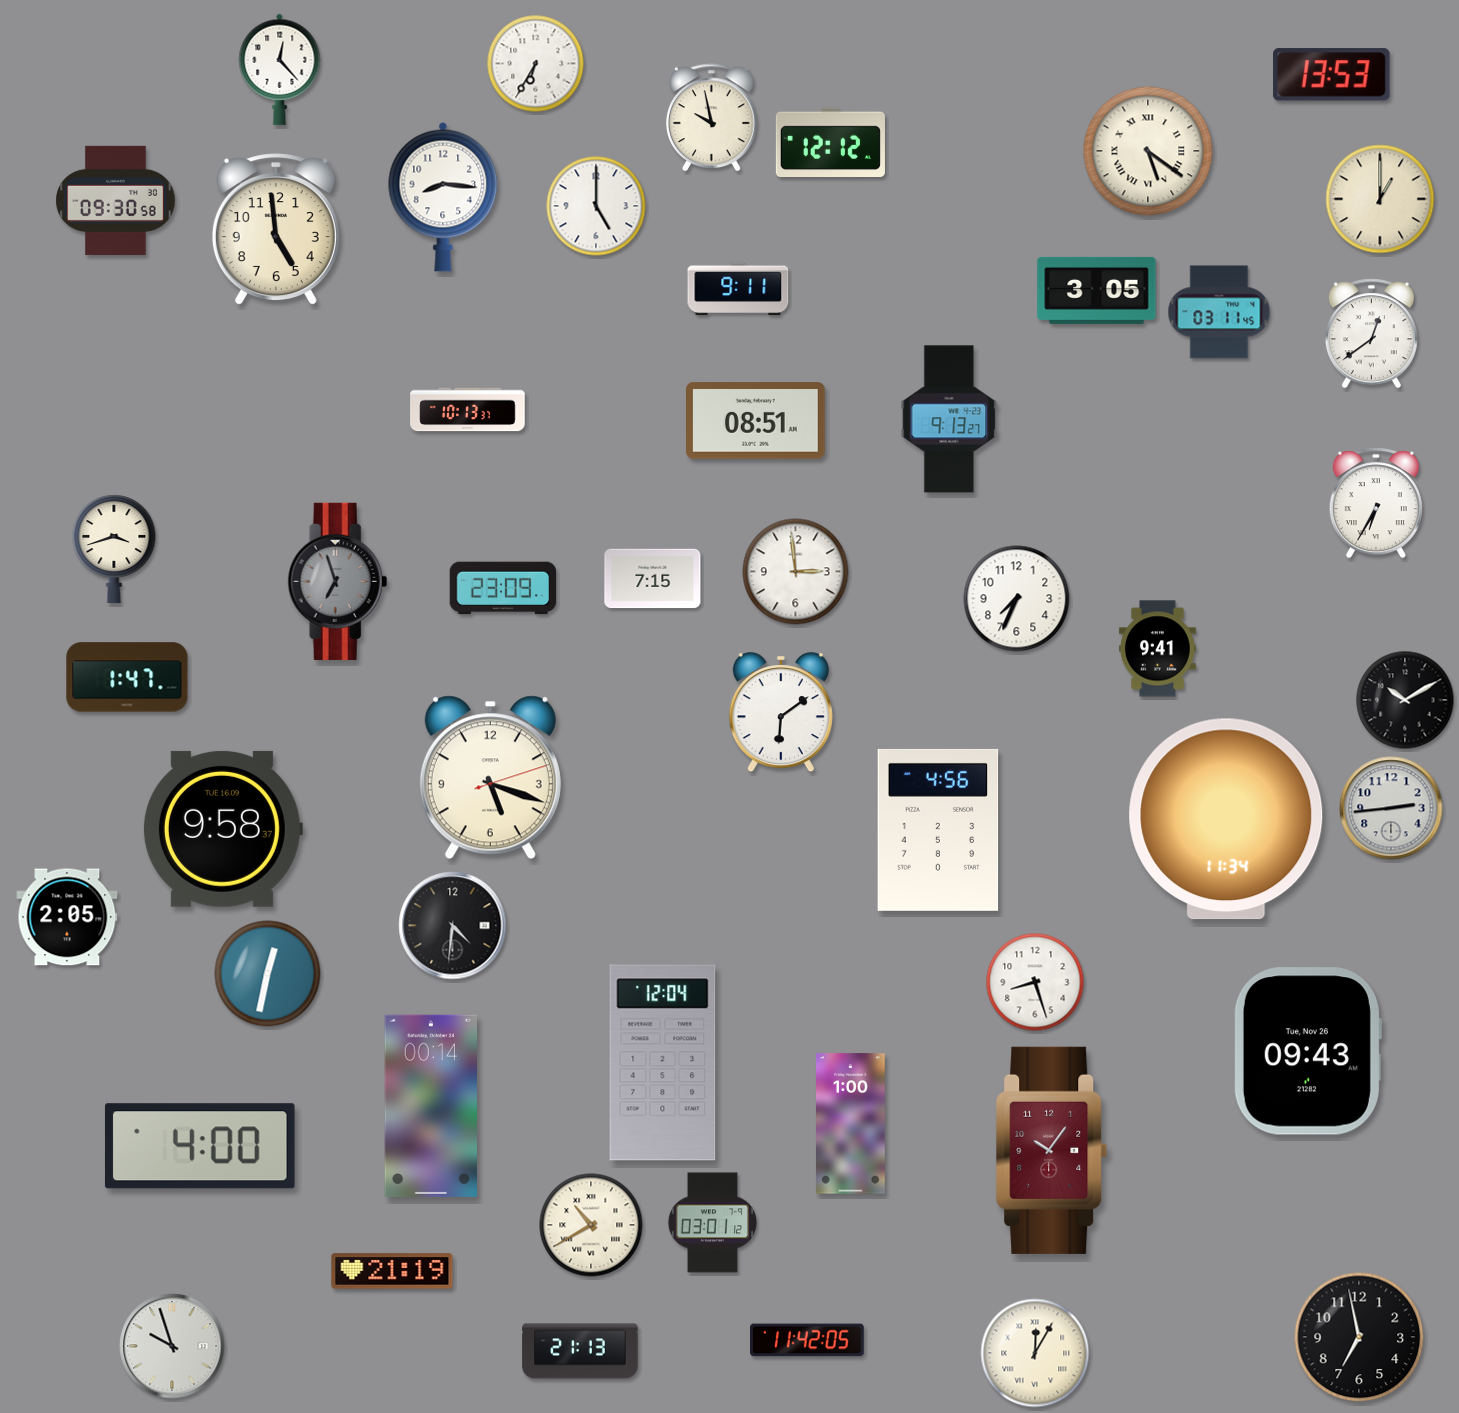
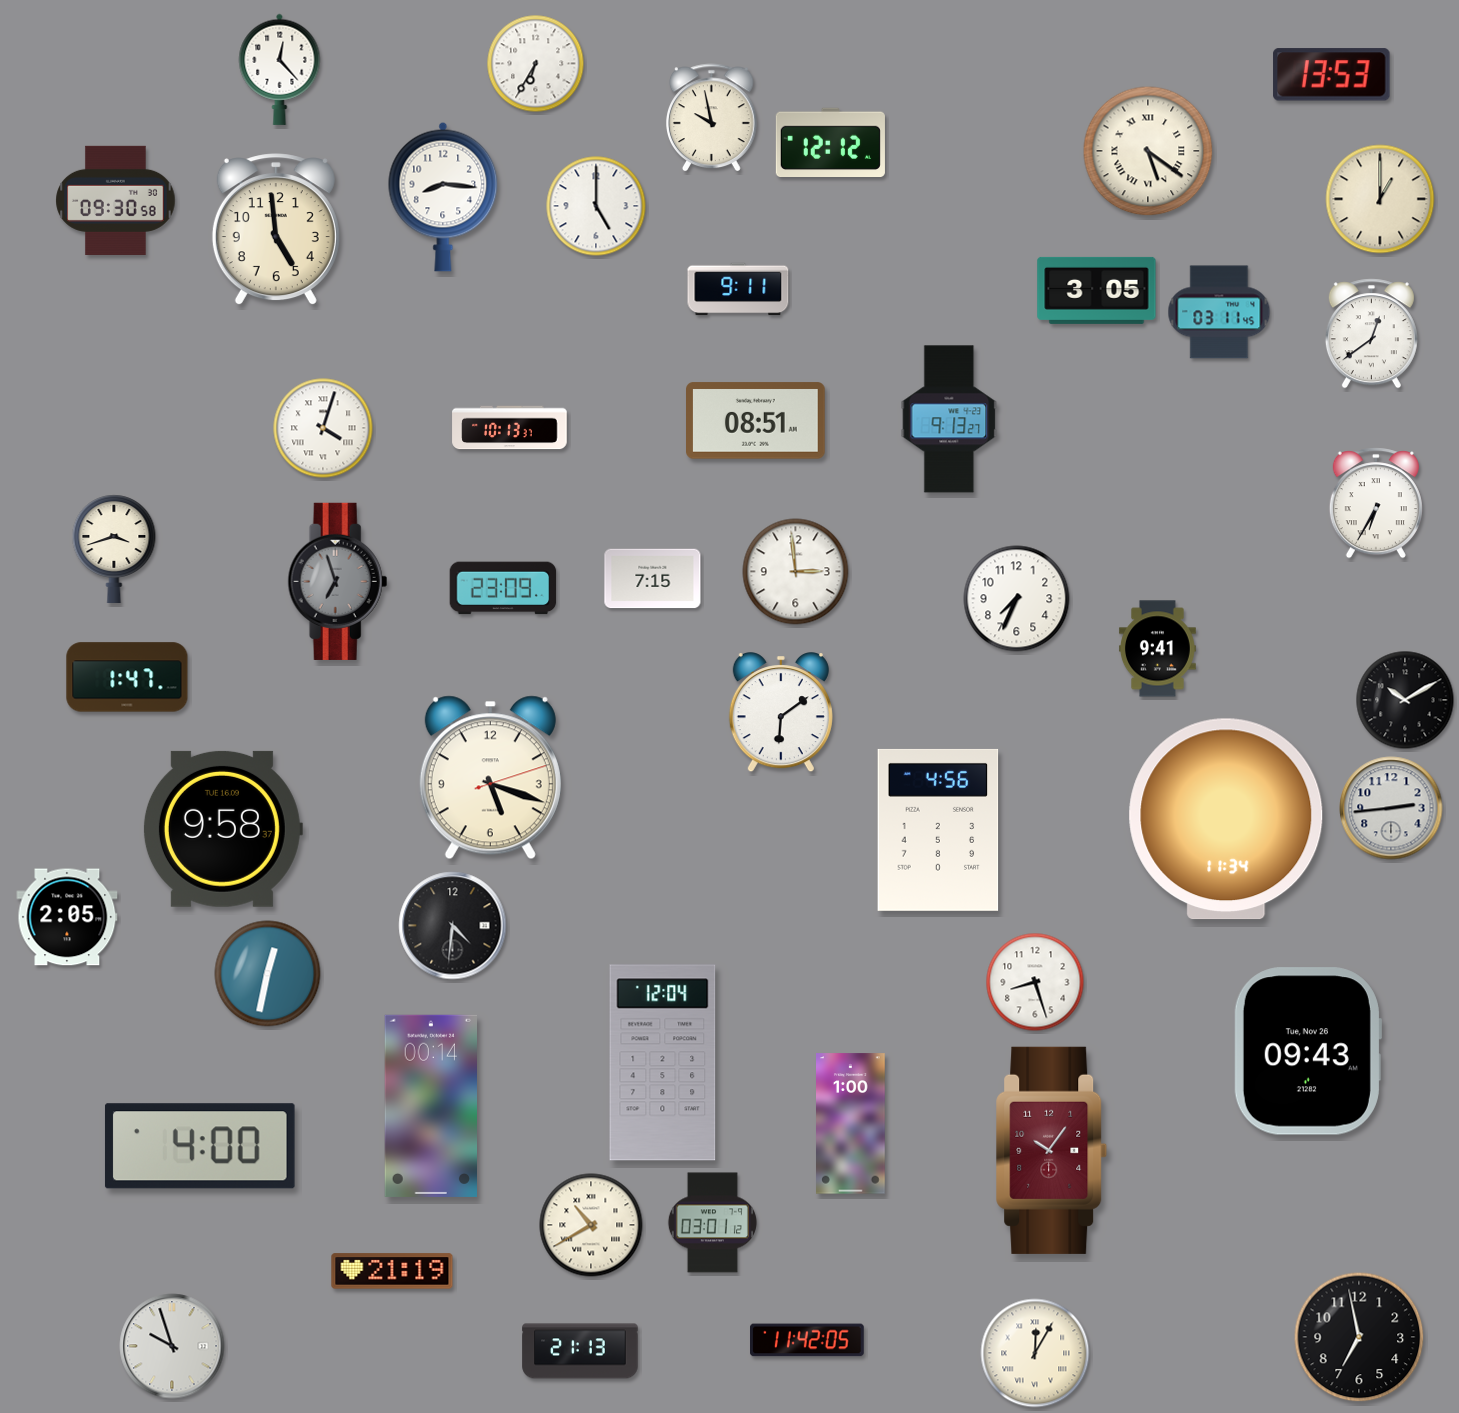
clock at (468, 410) position: (468, 410) -> (510, 428)
clock at (323, 428): none -> 4:03
